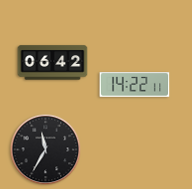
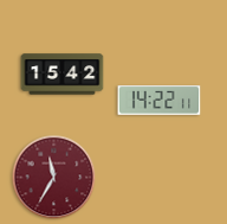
clock at (53, 63): 06:42 -> 15:42
clock at (46, 150) dial: black -> burgundy
